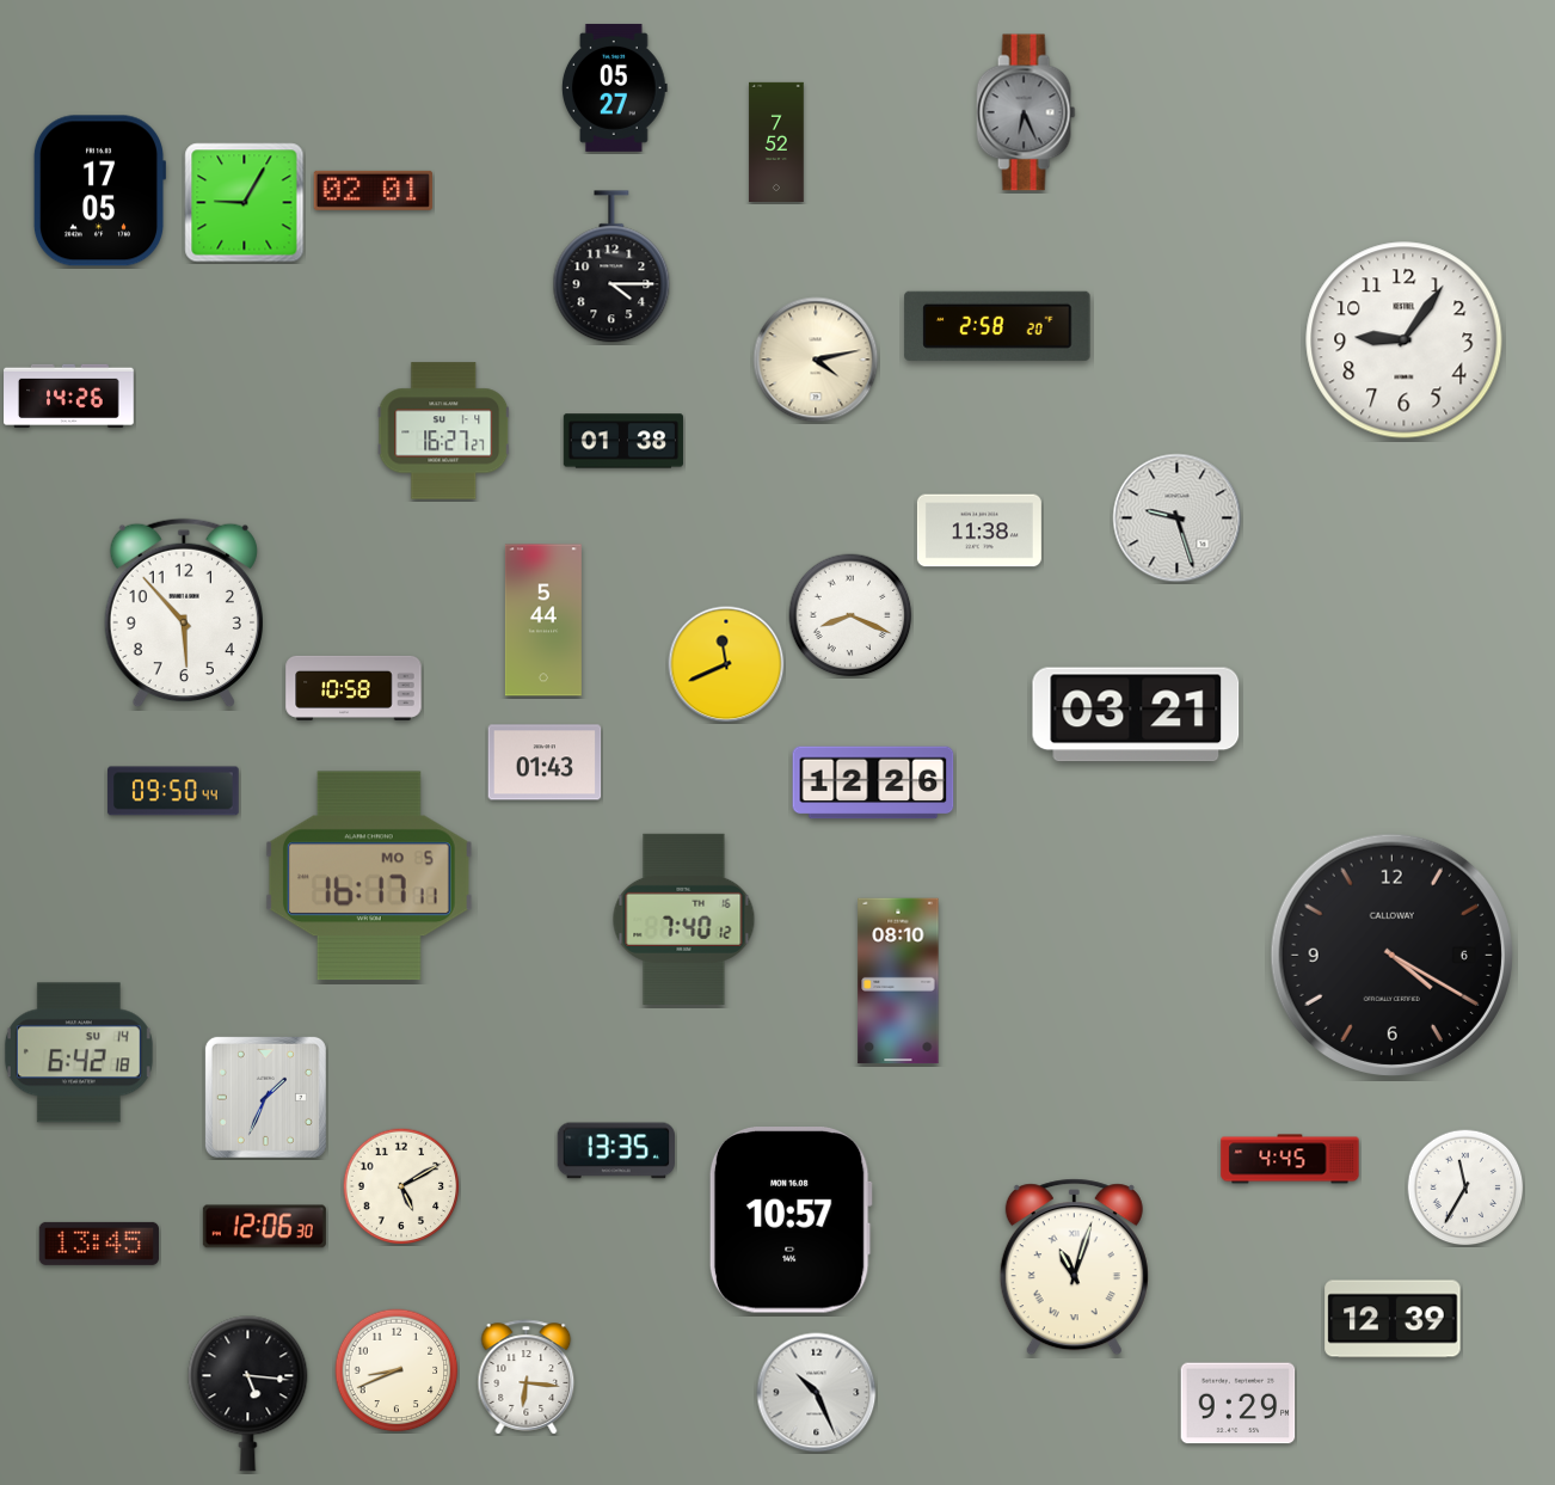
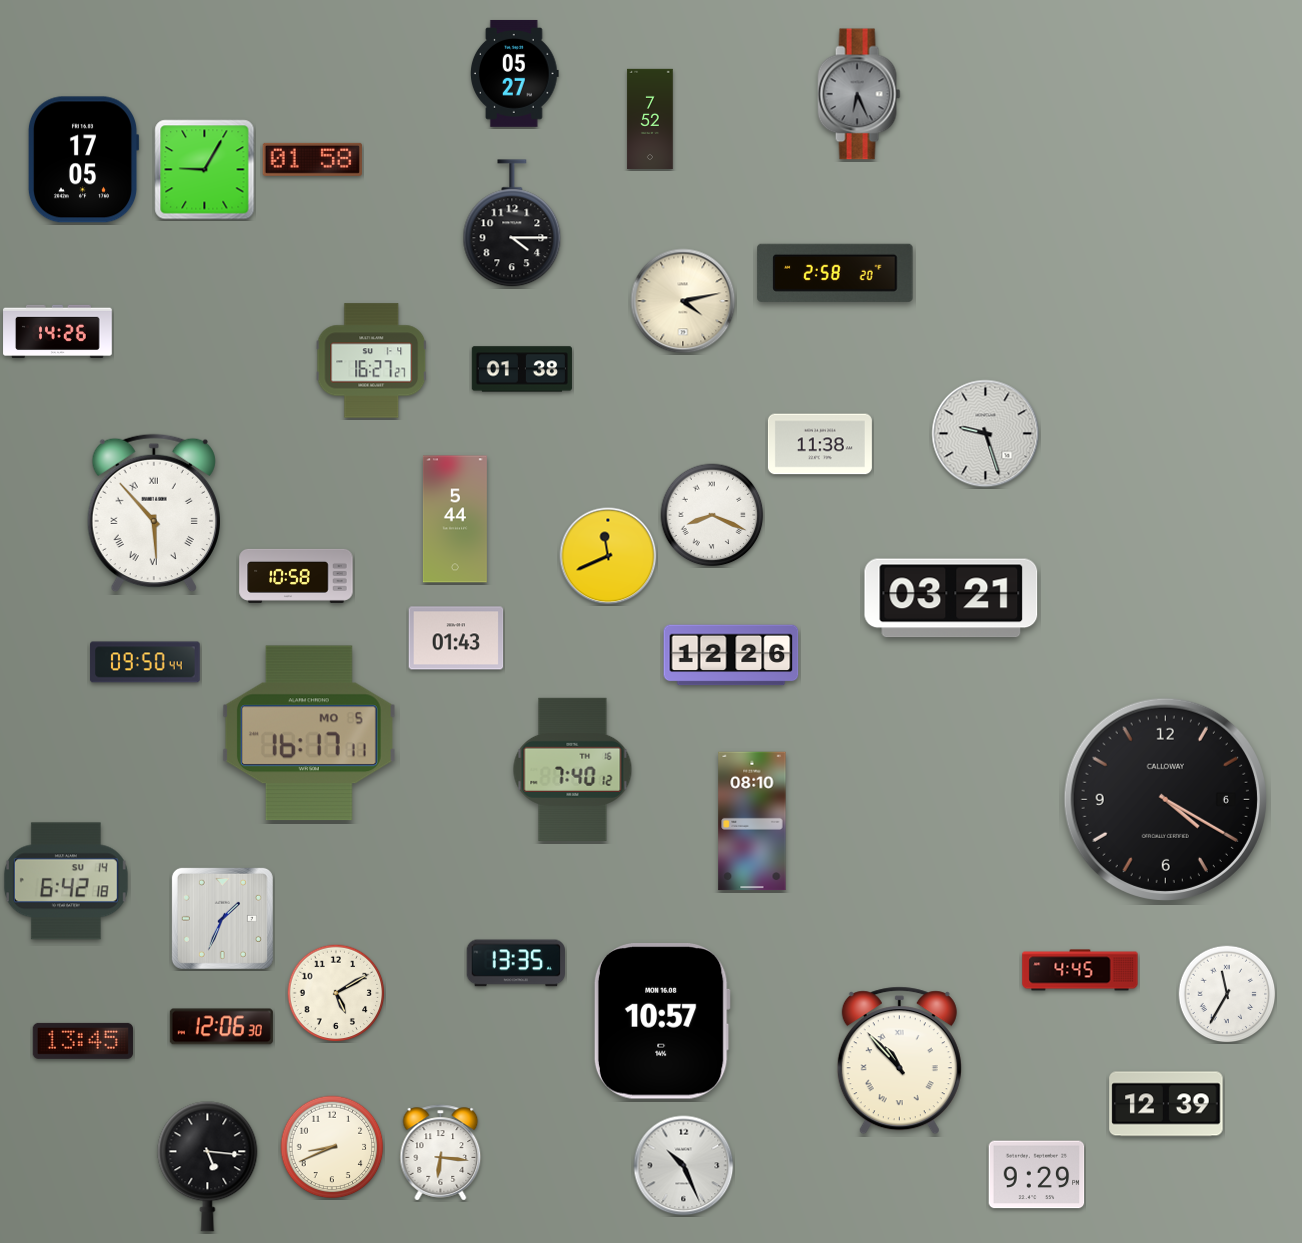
clock at (373, 190): 02:01 -> 01:58
clock at (1405, 340): 9:06 -> none
clock at (184, 613) numerals: Arabic -> Roman
clock at (1074, 1268): 11:03 -> 10:53
